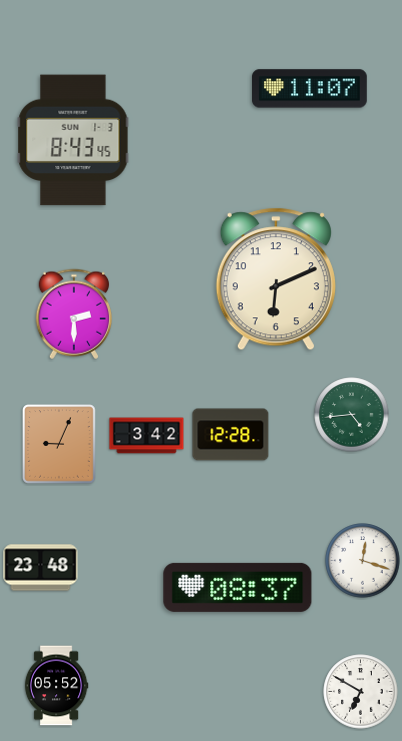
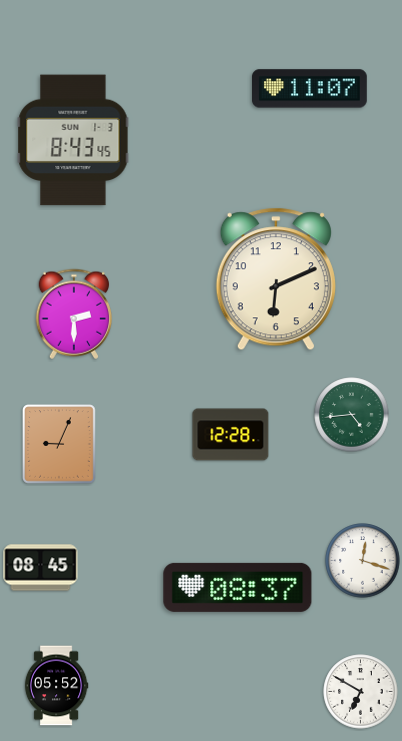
clock at (147, 436): 3:42 -> none
clock at (41, 568): 23:48 -> 08:45
